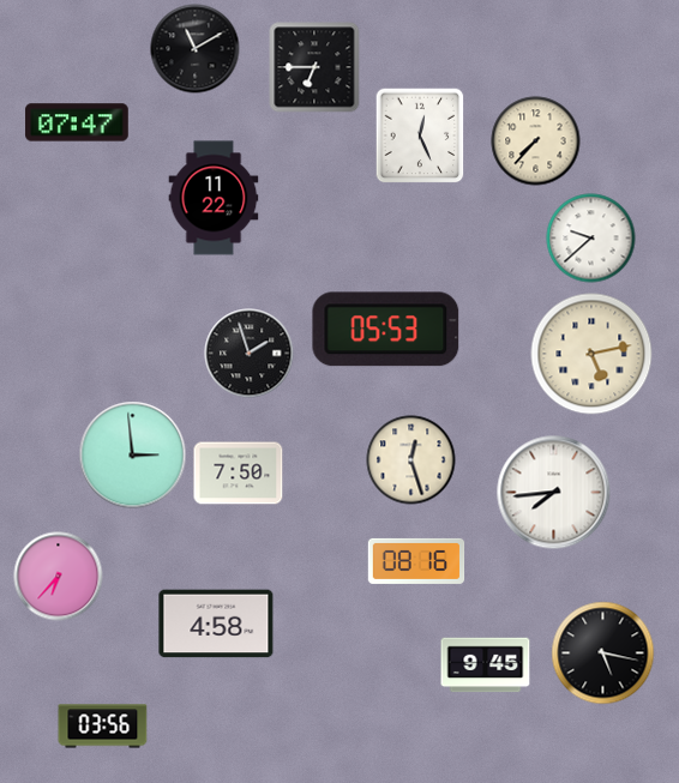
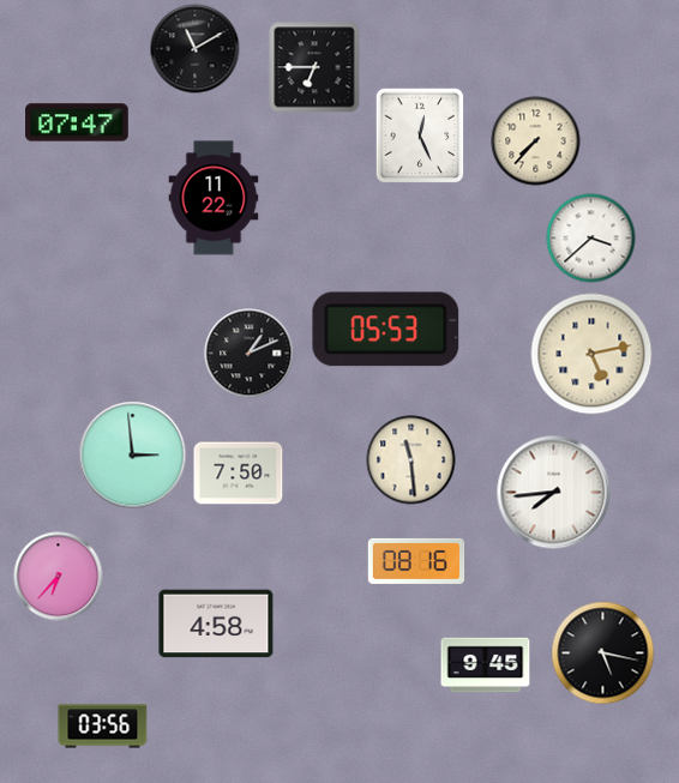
clock at (591, 239): 9:38 -> 3:38
clock at (250, 354): 1:57 -> 1:11
clock at (411, 460): 12:27 -> 11:29
